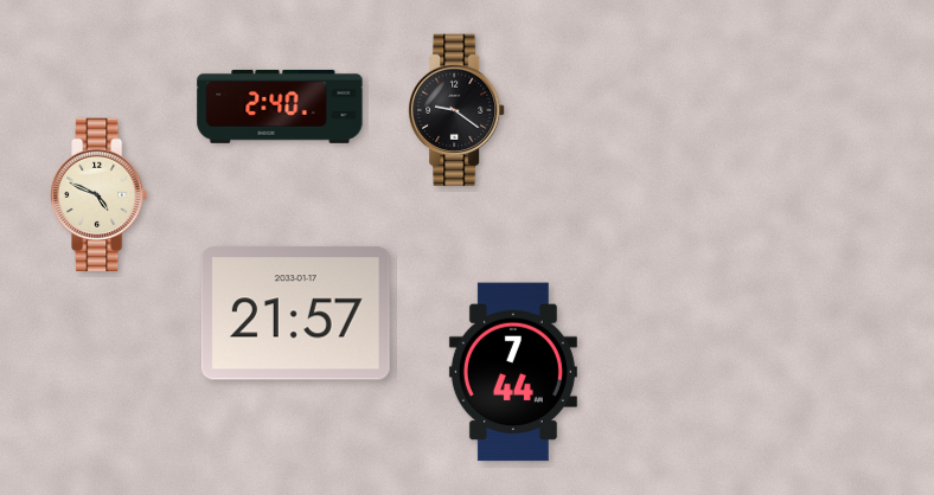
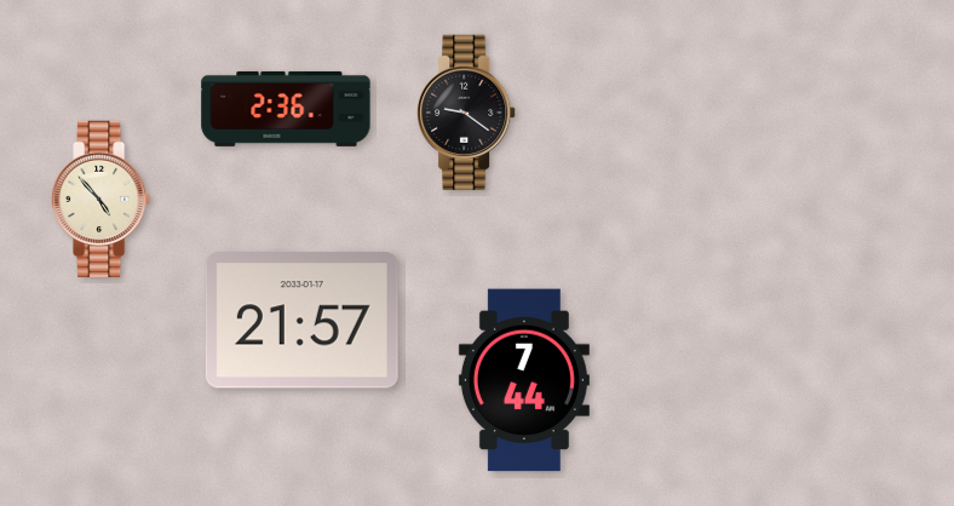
clock at (280, 107): 2:40 -> 2:36
clock at (100, 194): 4:49 -> 4:53
